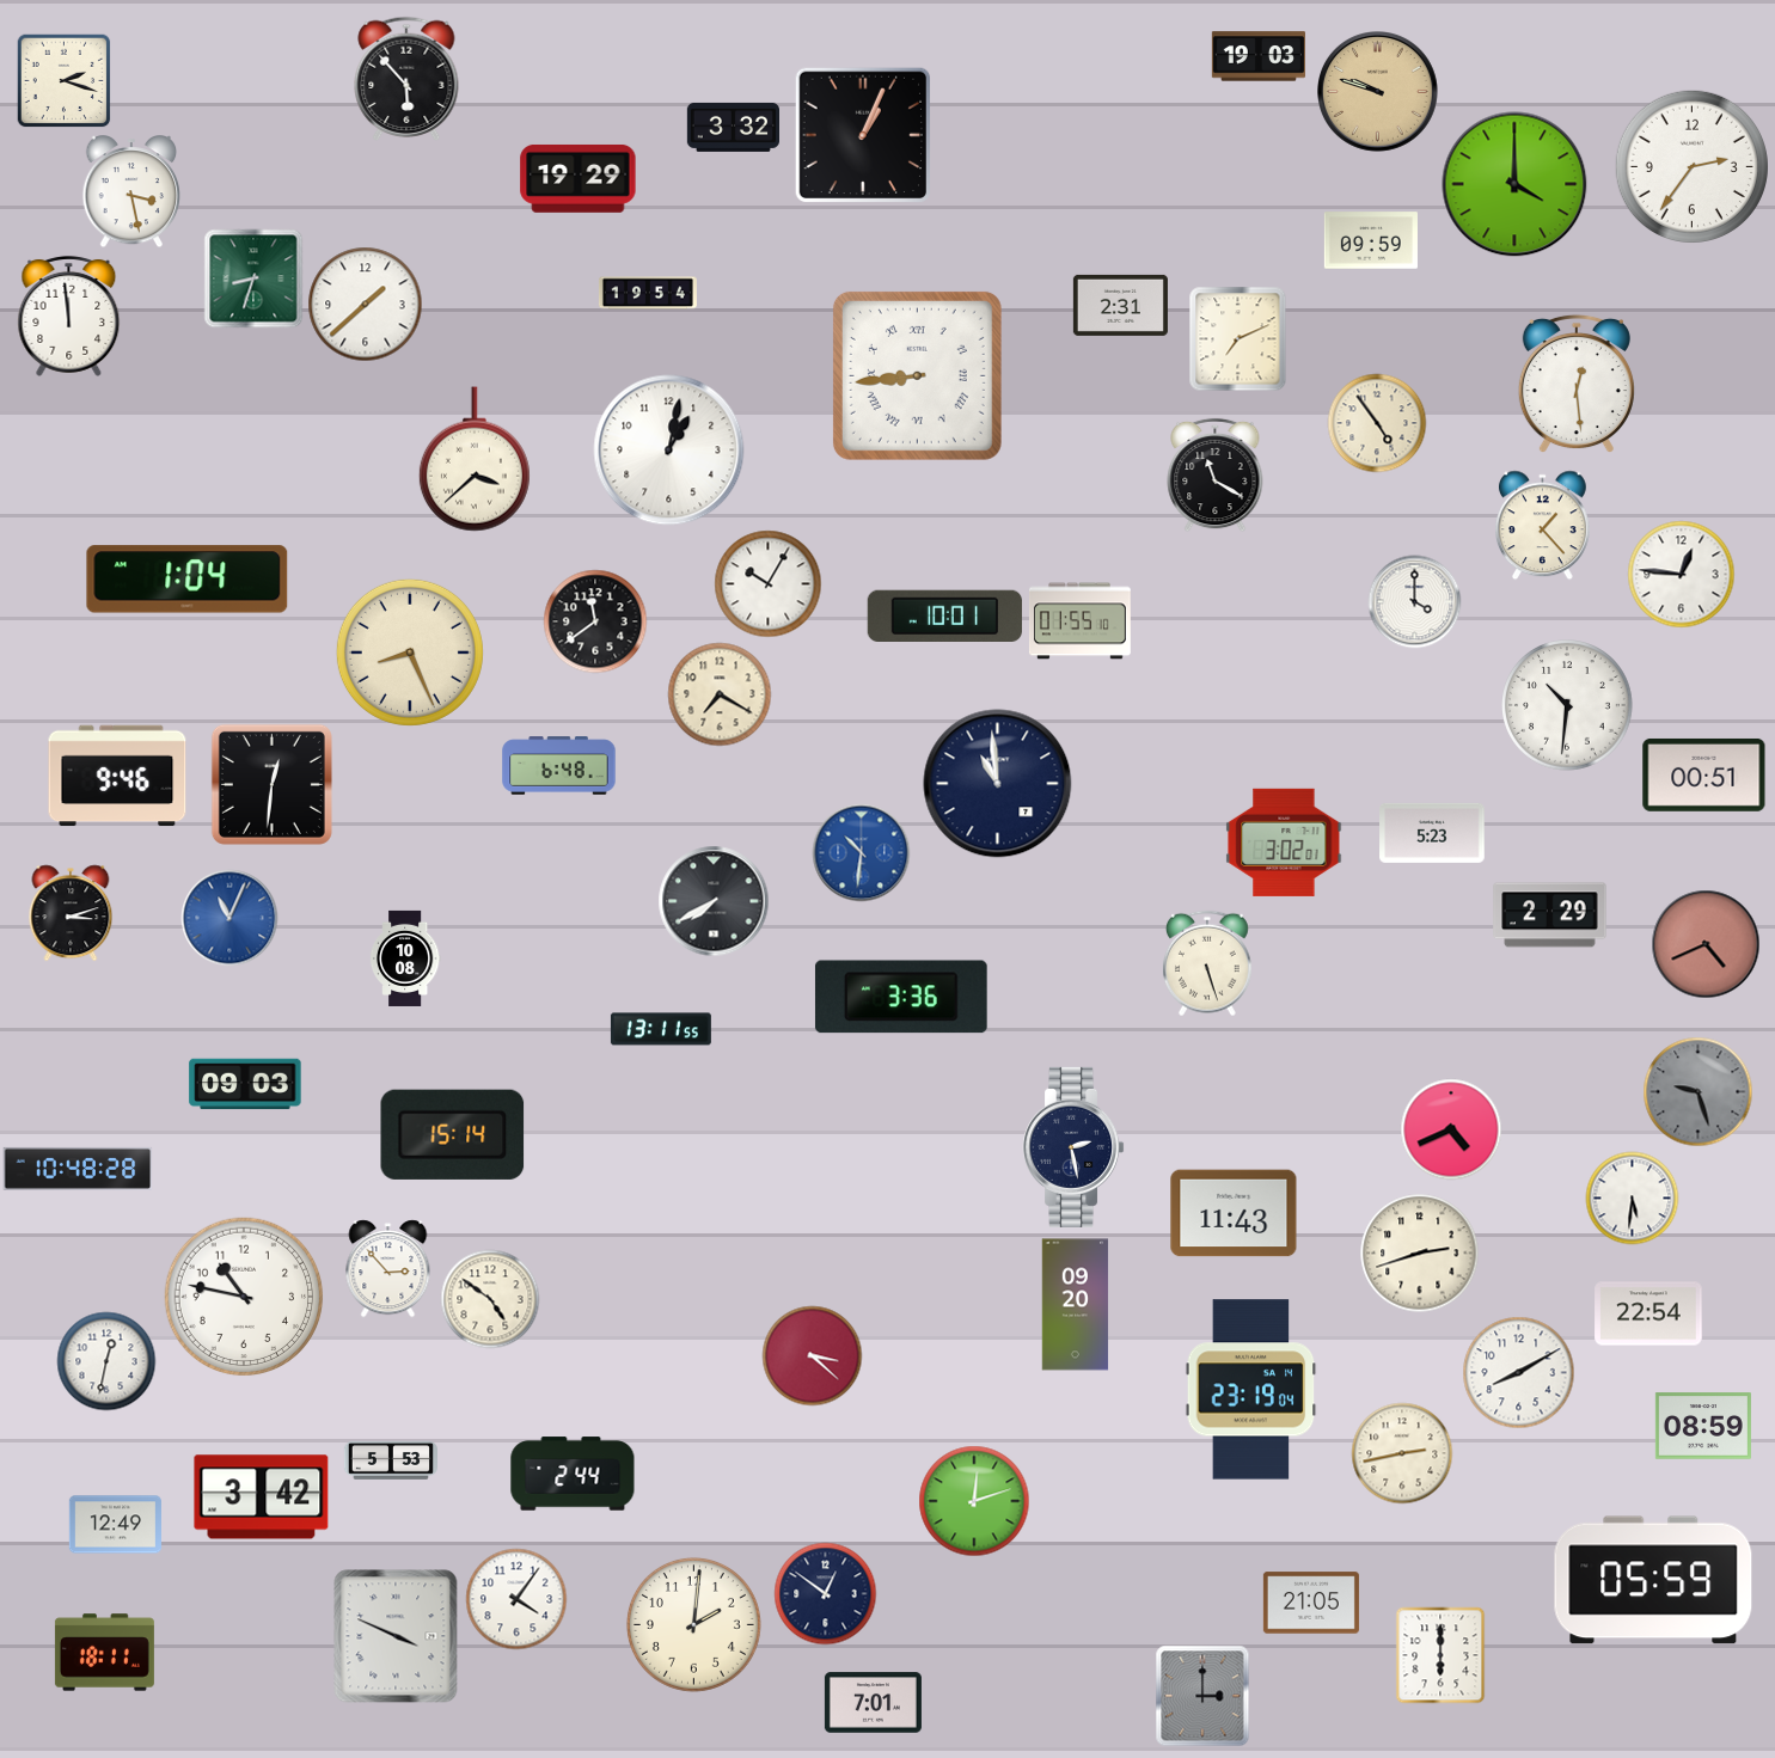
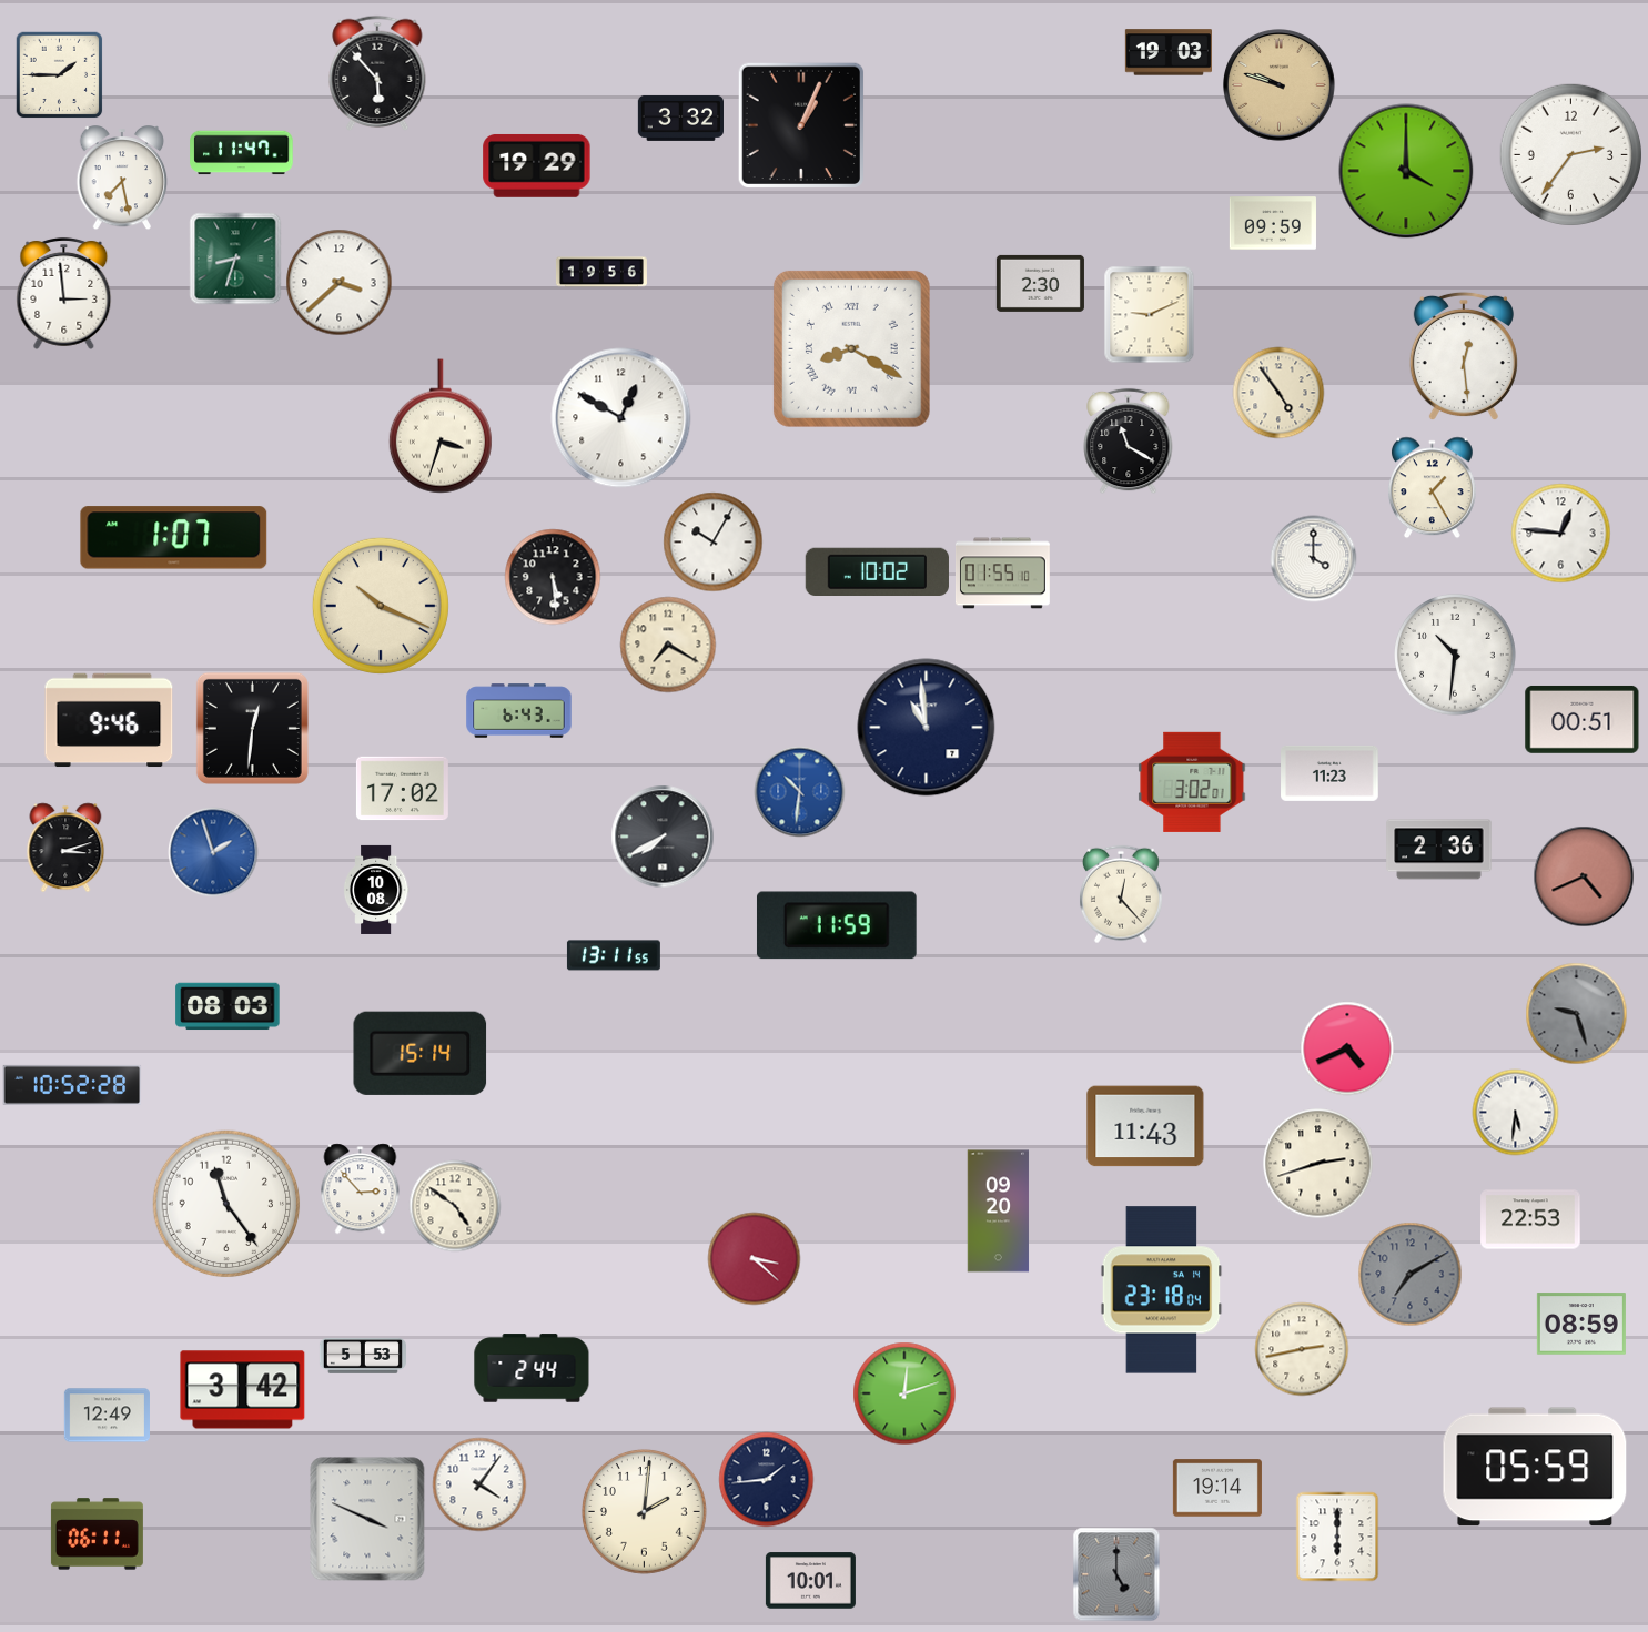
clock at (63, 80): 2:18 -> 1:45
clock at (242, 153): none -> 11:47
clock at (131, 192): 3:28 -> 7:28
clock at (648, 293): 19:54 -> 19:56
clock at (365, 304): 1:38 -> 3:38
clock at (1120, 305): 2:31 -> 2:30
clock at (69, 316): 11:59 -> 2:59
clock at (1238, 338): 7:11 -> 9:11
clock at (917, 375): 8:44 -> 8:20
clock at (669, 451): 1:02 -> 12:50
clock at (475, 459): 3:38 -> 3:33
clock at (1543, 525): 1:23 -> 1:25
clock at (188, 580): 1:04 -> 1:07
clock at (944, 615): 10:01 -> 10:02
clock at (595, 621): 11:39 -> 5:29
clock at (1079, 621) position: (1079, 621) -> (1002, 574)
clock at (410, 653): 8:26 -> 10:19
clock at (559, 766): 6:48 -> 6:43
clock at (1432, 833): 5:23 -> 11:23
clock at (402, 789): none -> 17:02
clock at (1550, 915): 2:29 -> 2:36
clock at (229, 918): 11:04 -> 1:57
clock at (1207, 963): 5:27 -> 12:23
clock at (901, 997): 3:36 -> 11:59
clock at (245, 1084): 09:03 -> 08:03
clock at (1073, 1147): 2:28 -> none
clock at (78, 1169): 10:48 -> 10:52
clock at (388, 1268) position: (388, 1268) -> (361, 1188)
clock at (244, 1297): 10:47 -> 11:24
clock at (1648, 1313): 22:54 -> 22:53
clock at (106, 1361): 12:32 -> none
clock at (1518, 1372): 8:10 -> 7:10
clock at (1518, 1372) dial: white -> grey
clock at (1251, 1390): 23:19 -> 23:18
clock at (825, 1593): 12:51 -> 1:44
clock at (1311, 1603): 21:05 -> 19:14
clock at (693, 1624) position: (693, 1624) -> (644, 1511)
clock at (104, 1653): 18:11 -> 06:11
clock at (1202, 1696): 3:00 -> 5:00
clock at (873, 1703): 7:01 -> 10:01
